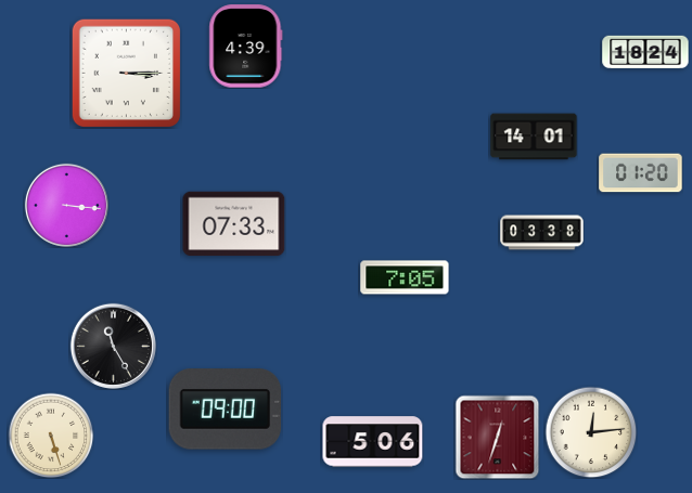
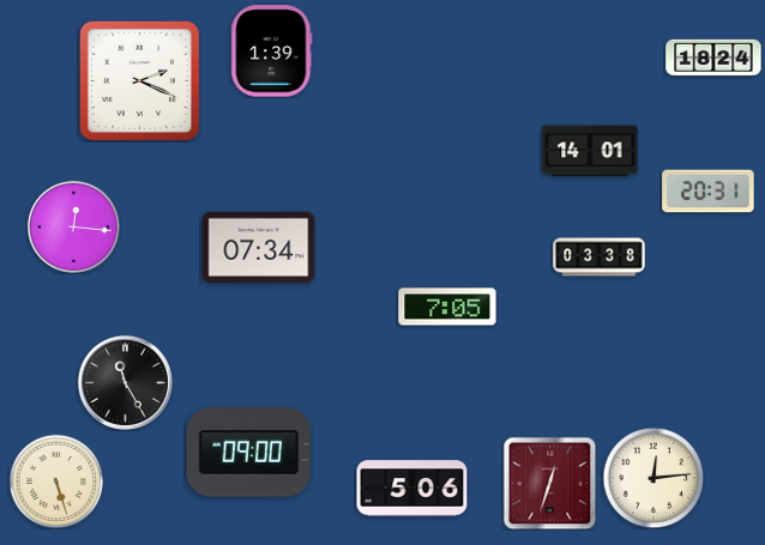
clock at (246, 47): 4:39 -> 1:39
clock at (126, 73): 3:15 -> 2:19
clock at (641, 173): 01:20 -> 20:31
clock at (66, 205): 3:16 -> 12:16
clock at (234, 224): 07:33 -> 07:34
